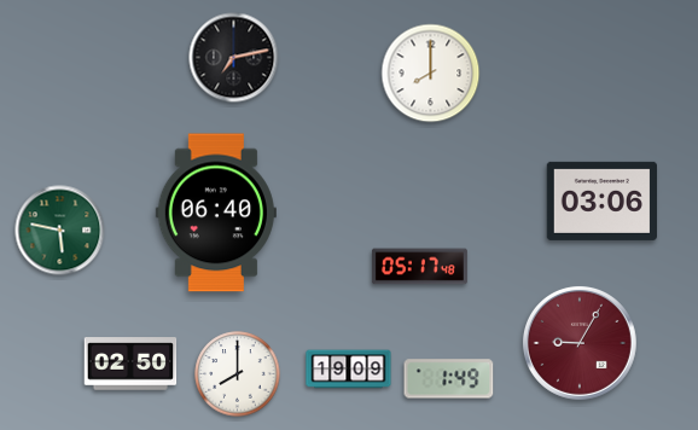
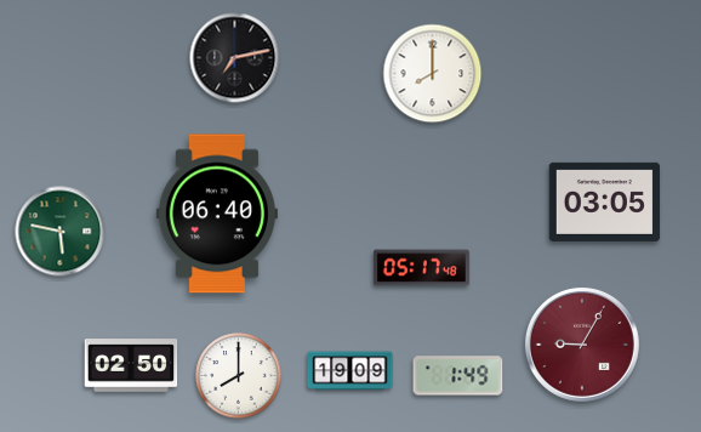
clock at (601, 201): 03:06 -> 03:05
clock at (449, 379) position: (449, 379) -> (458, 376)
